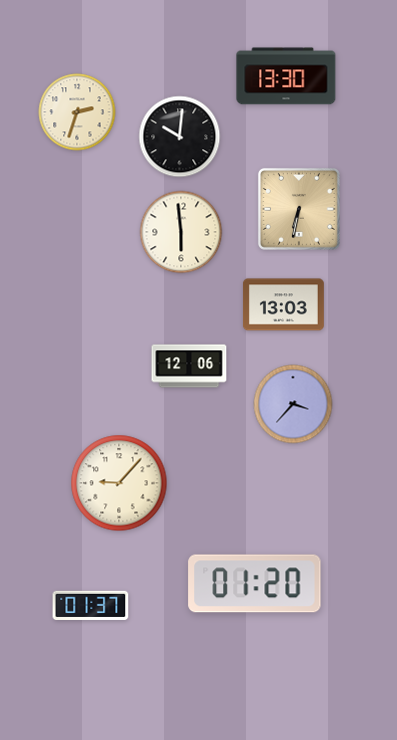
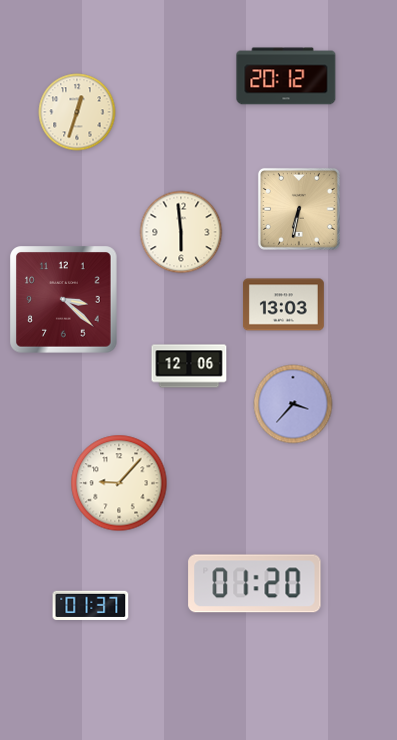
clock at (286, 76): 13:30 -> 20:12
clock at (77, 112): 2:33 -> 12:33
clock at (180, 137): 10:01 -> none
clock at (64, 300): none -> 3:22
